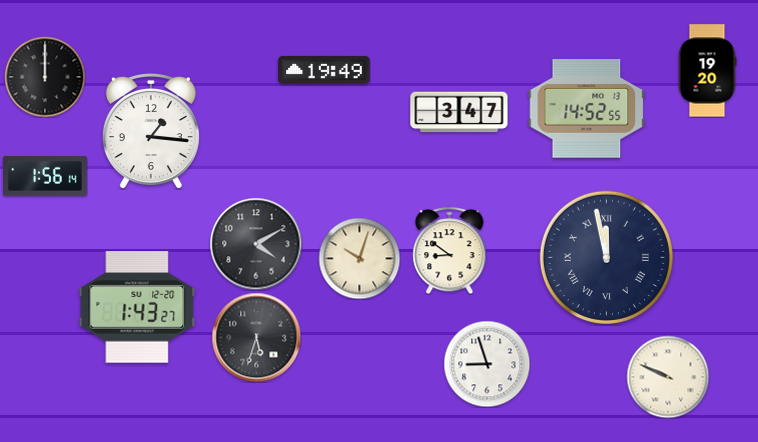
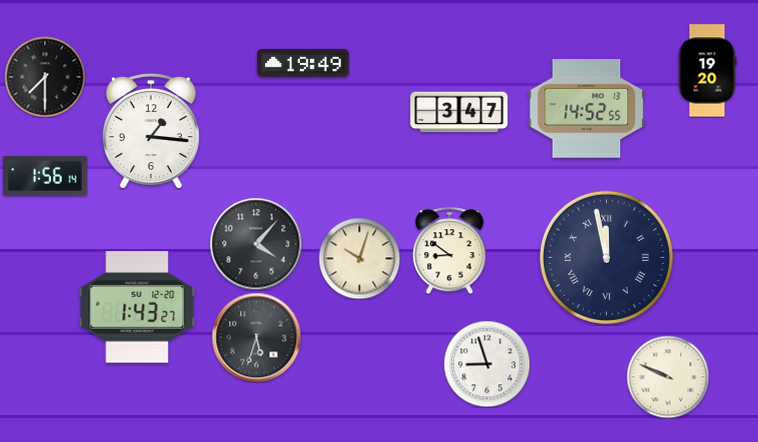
clock at (324, 70) position: (324, 70) -> (303, 63)
clock at (45, 77): 12:00 -> 7:30
clock at (256, 244): 4:10 -> 4:07
